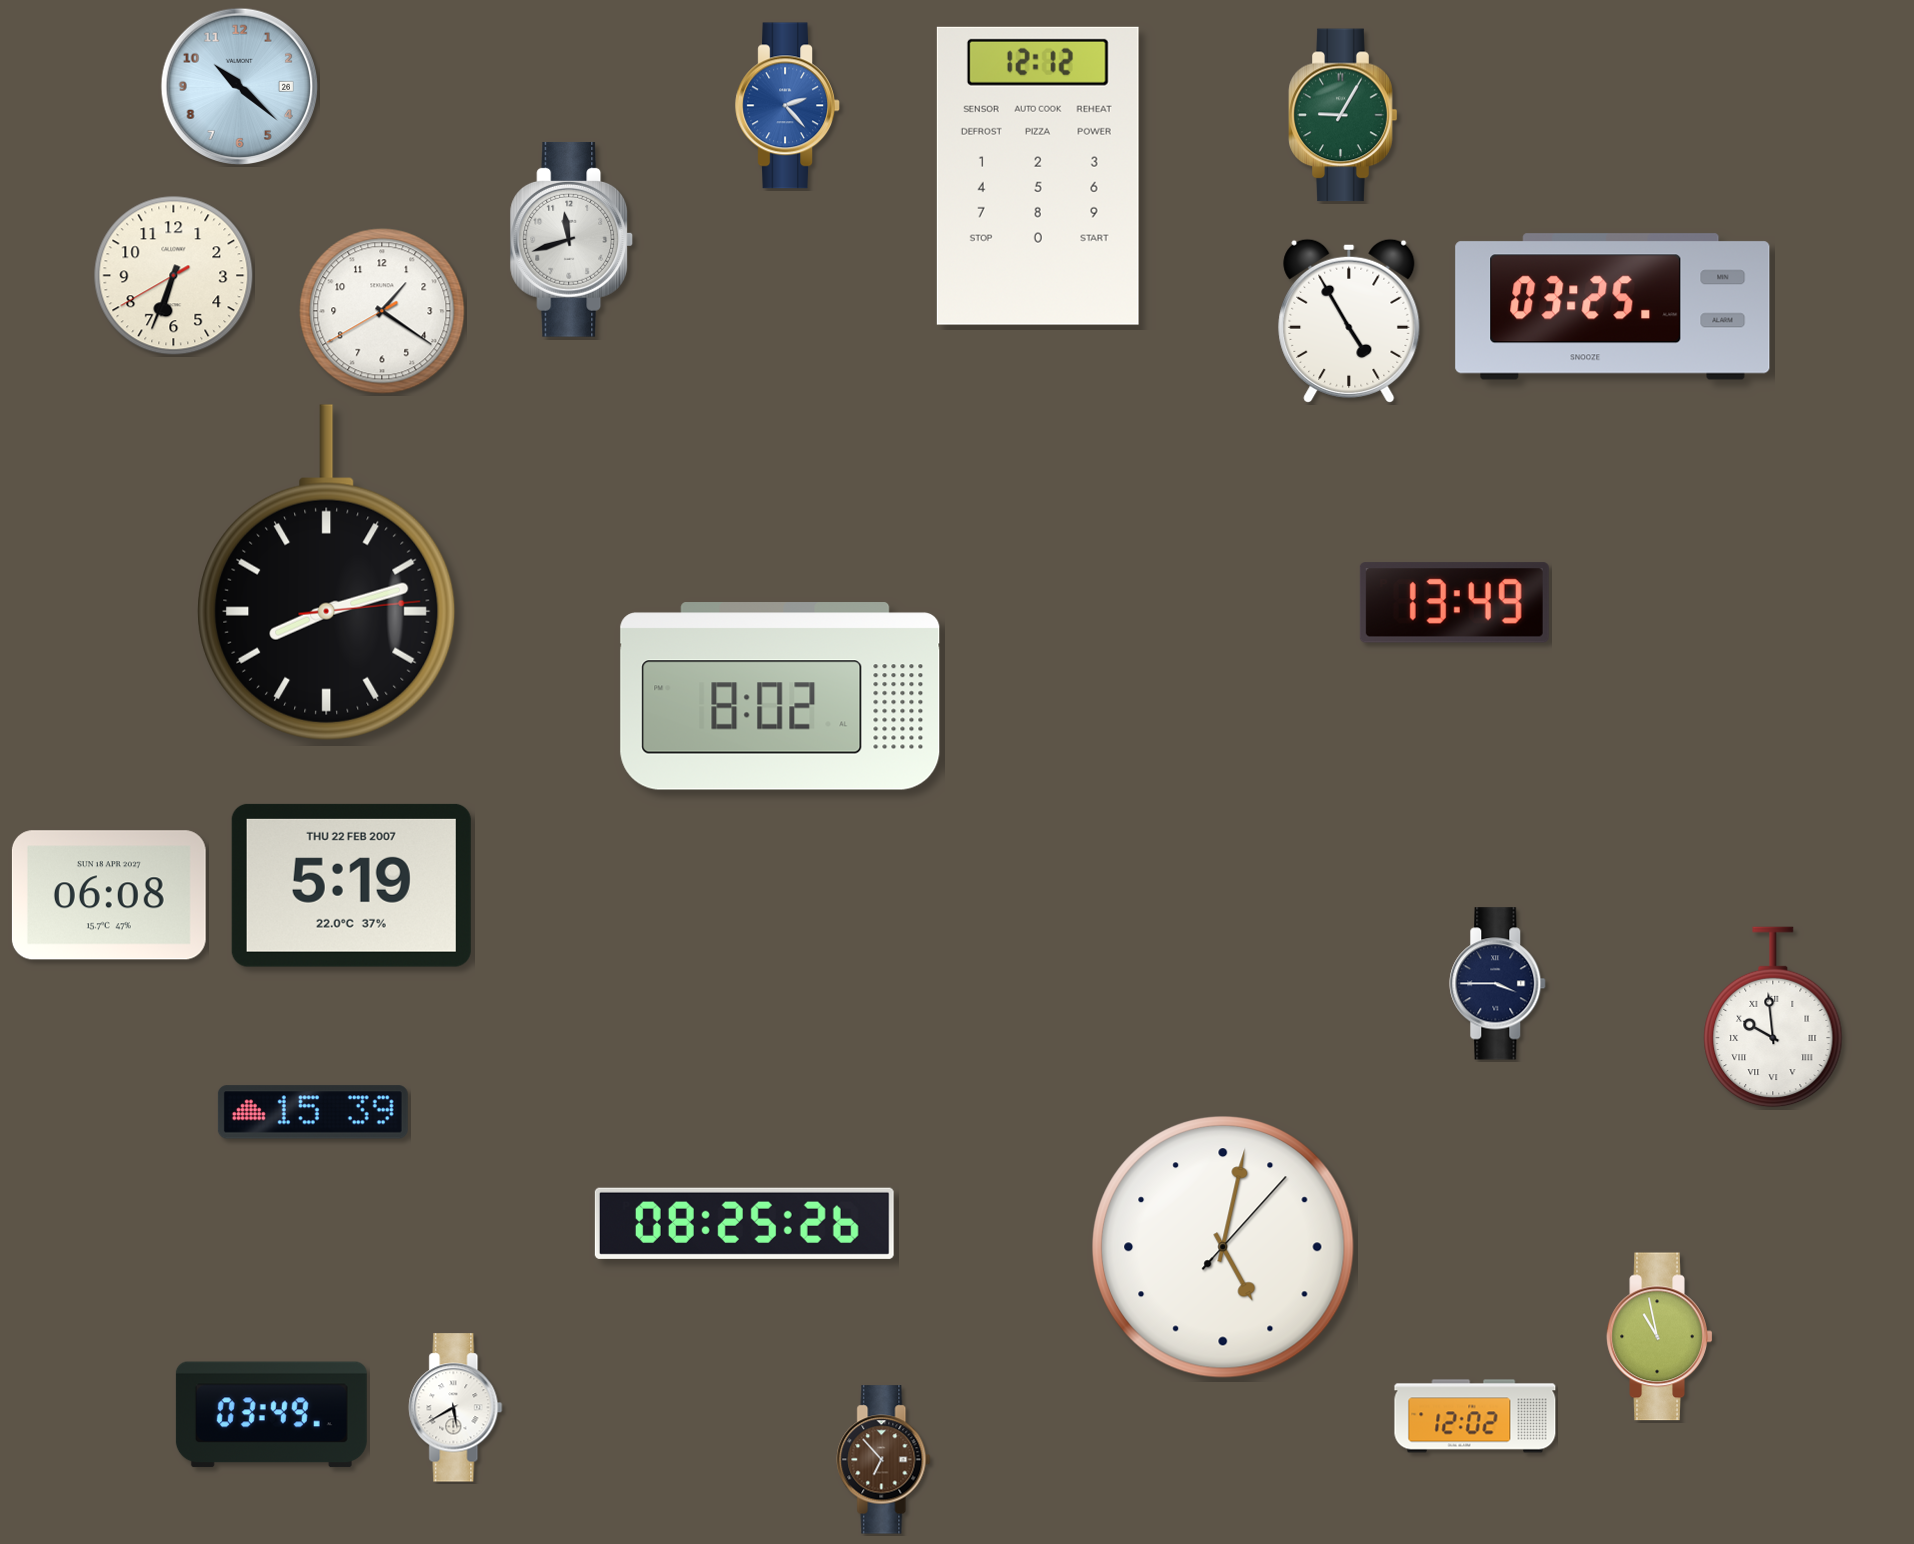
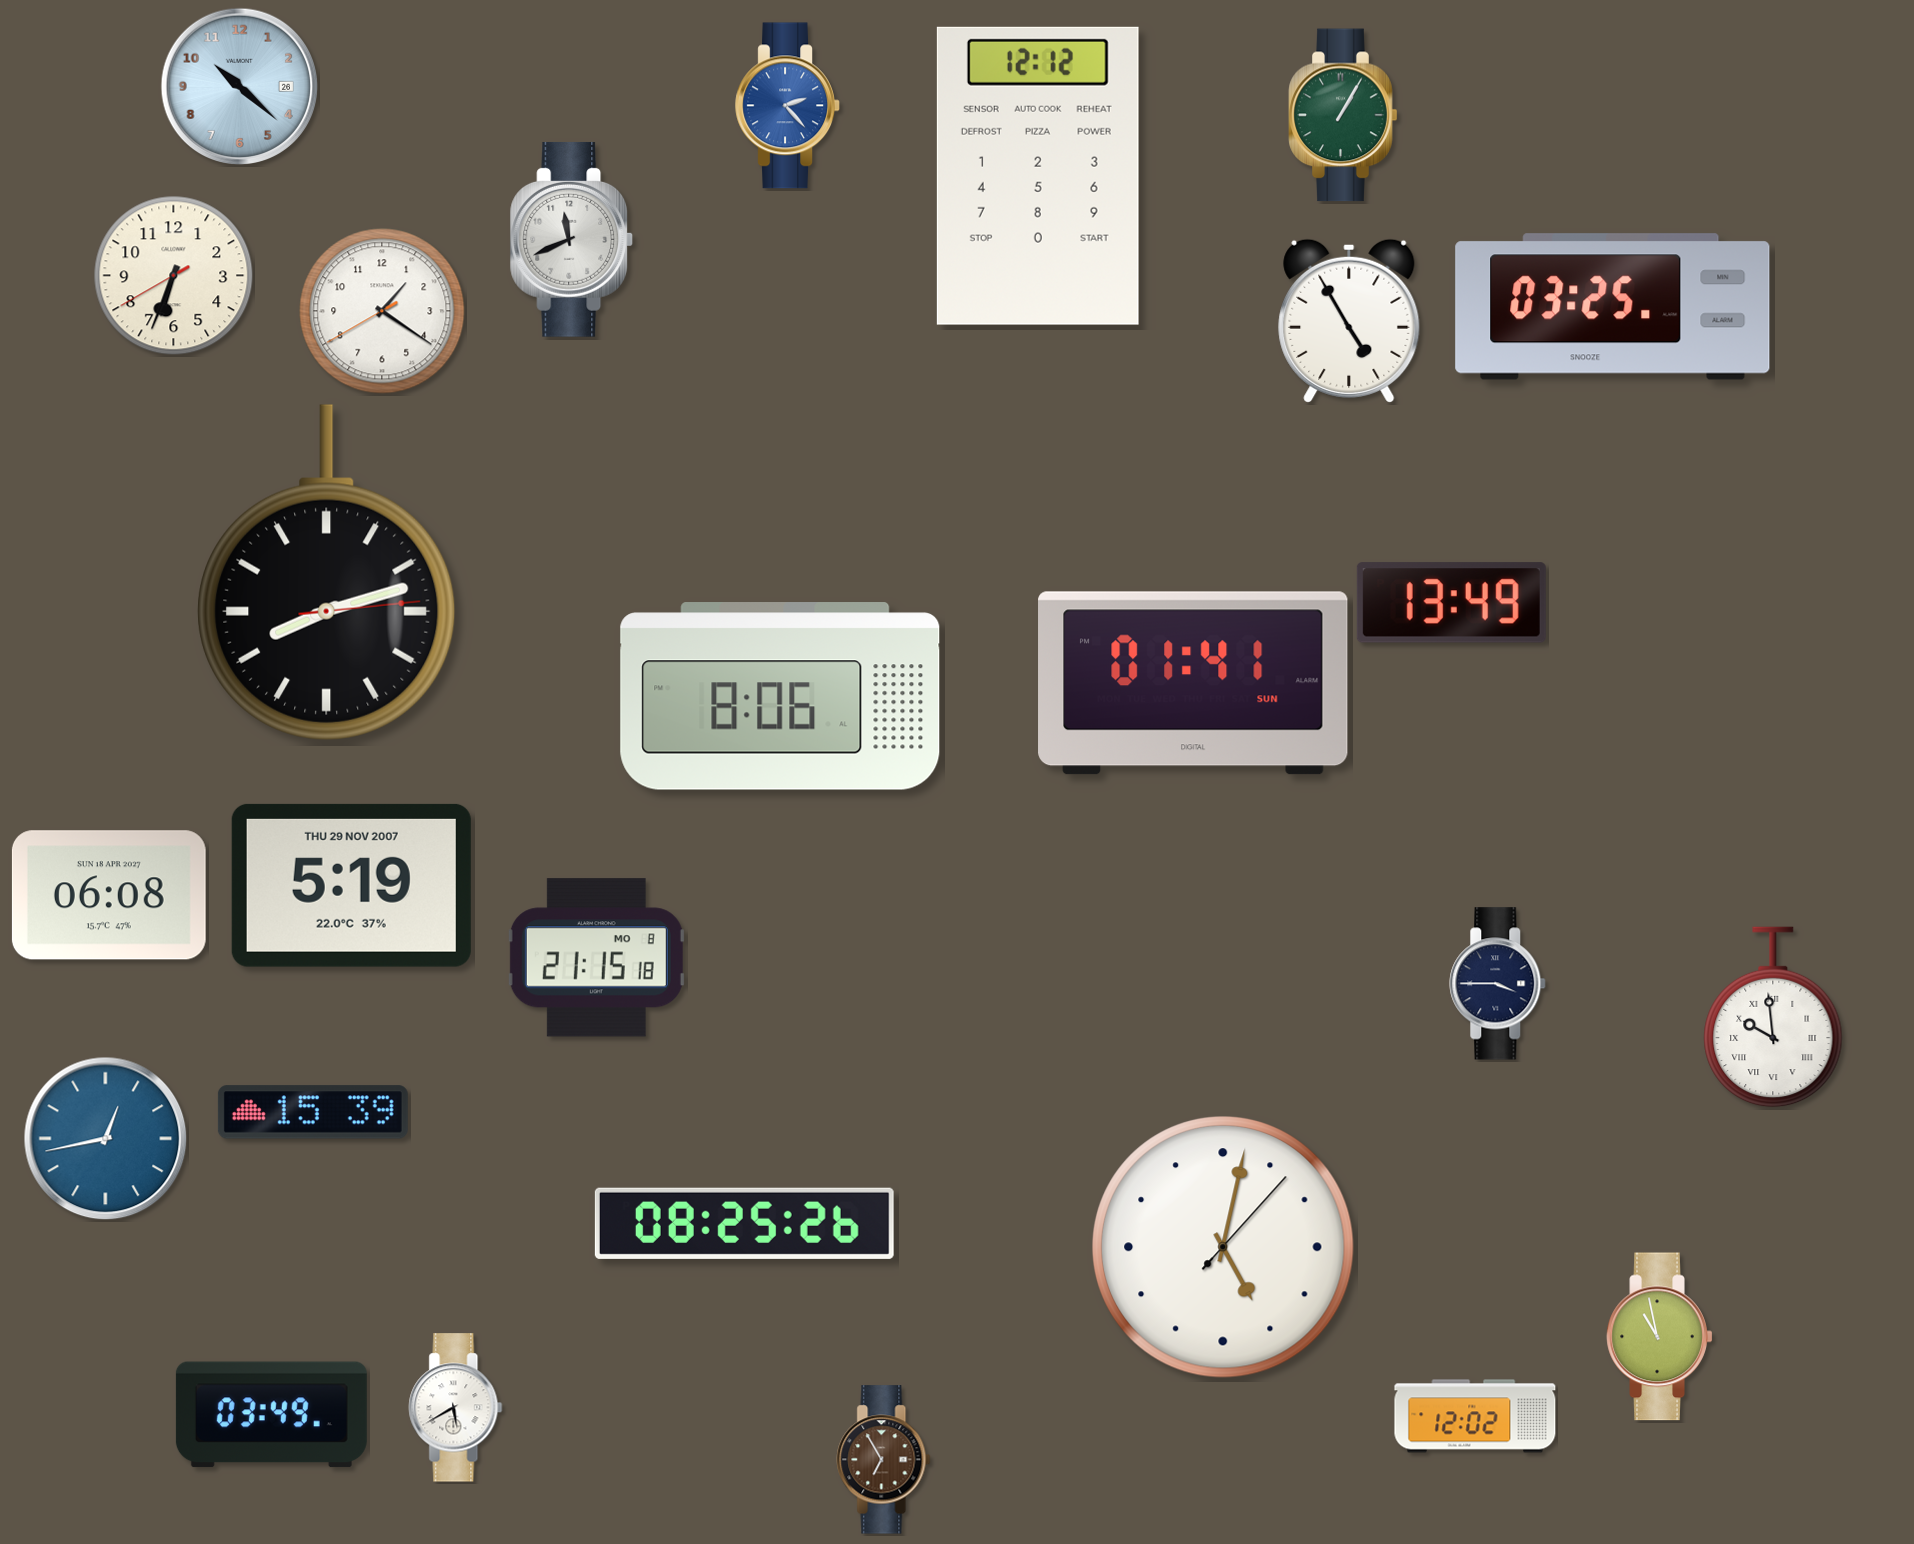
clock at (1343, 115): 9:05 -> 1:05
clock at (572, 239): 11:42 -> 11:41
clock at (1454, 603) position: (1454, 603) -> (1451, 603)
clock at (1193, 683): none -> 01:41
clock at (780, 696): 8:02 -> 8:06
clock at (351, 885) date: THU 22 FEB 2007 -> THU 29 NOV 2007
clock at (596, 958): none -> 21:15
clock at (106, 1139): none -> 12:43
clock at (884, 1460): 6:53 -> 6:55
